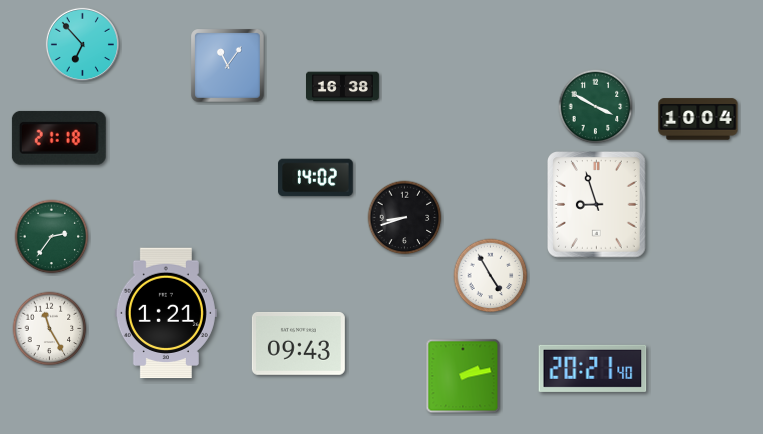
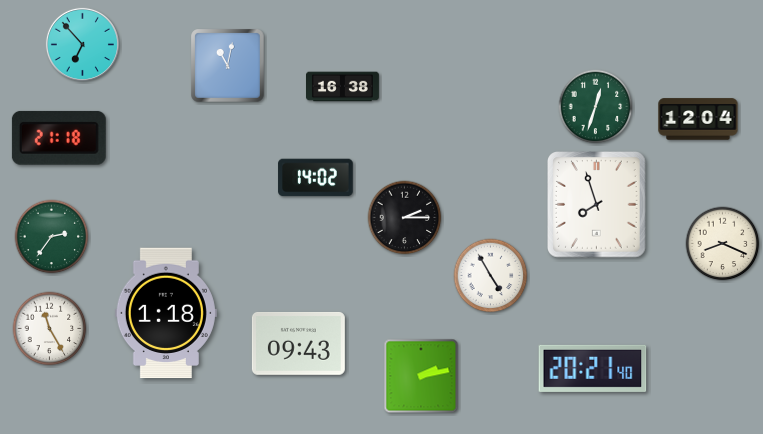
clock at (228, 66): 11:06 -> 11:02
clock at (596, 107): 3:50 -> 12:33
clock at (698, 119): 10:04 -> 12:04
clock at (597, 205): 8:57 -> 7:57
clock at (405, 218): 8:42 -> 2:15
clock at (723, 244): none -> 8:19
clock at (166, 313): 1:21 -> 1:18
clock at (463, 376) position: (463, 376) -> (421, 376)
